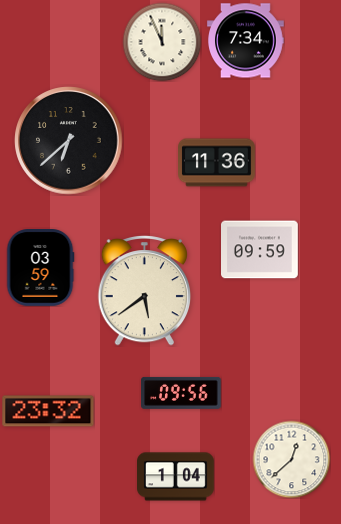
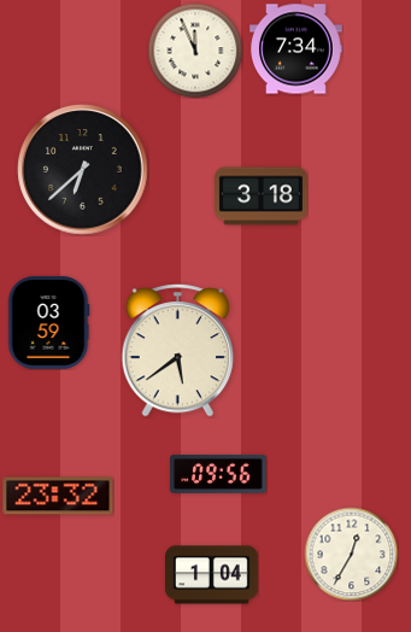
clock at (217, 163): 11:36 -> 3:18
clock at (260, 250): 09:59 -> none
clock at (144, 290) position: (144, 290) -> (177, 350)
clock at (291, 459): 12:38 -> 12:35
